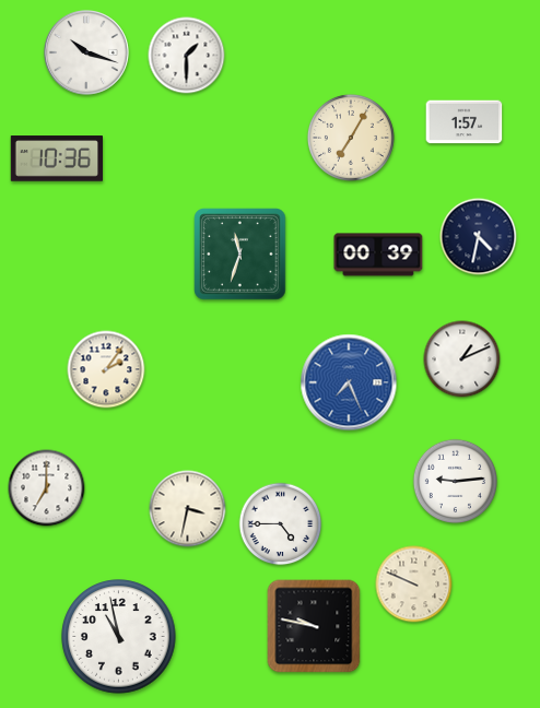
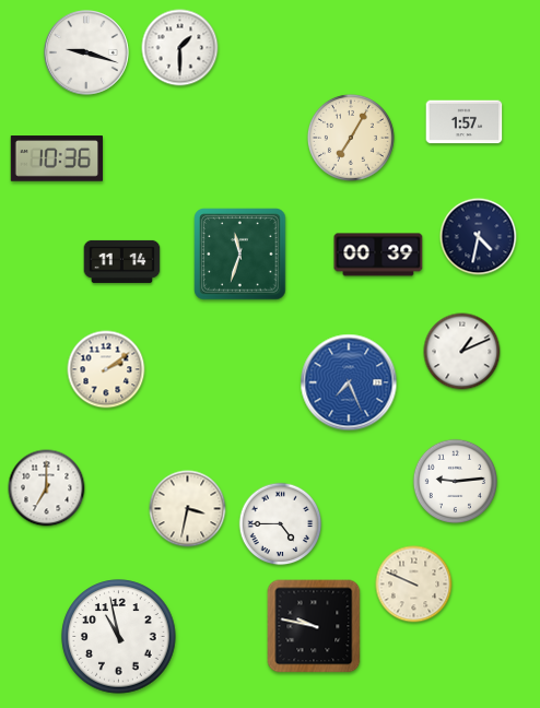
clock at (87, 54): 10:18 -> 9:18
clock at (187, 56) position: (187, 56) -> (180, 48)
clock at (122, 261): none -> 11:14
clock at (462, 359) position: (462, 359) -> (462, 352)
clock at (106, 369): 2:06 -> 2:09
